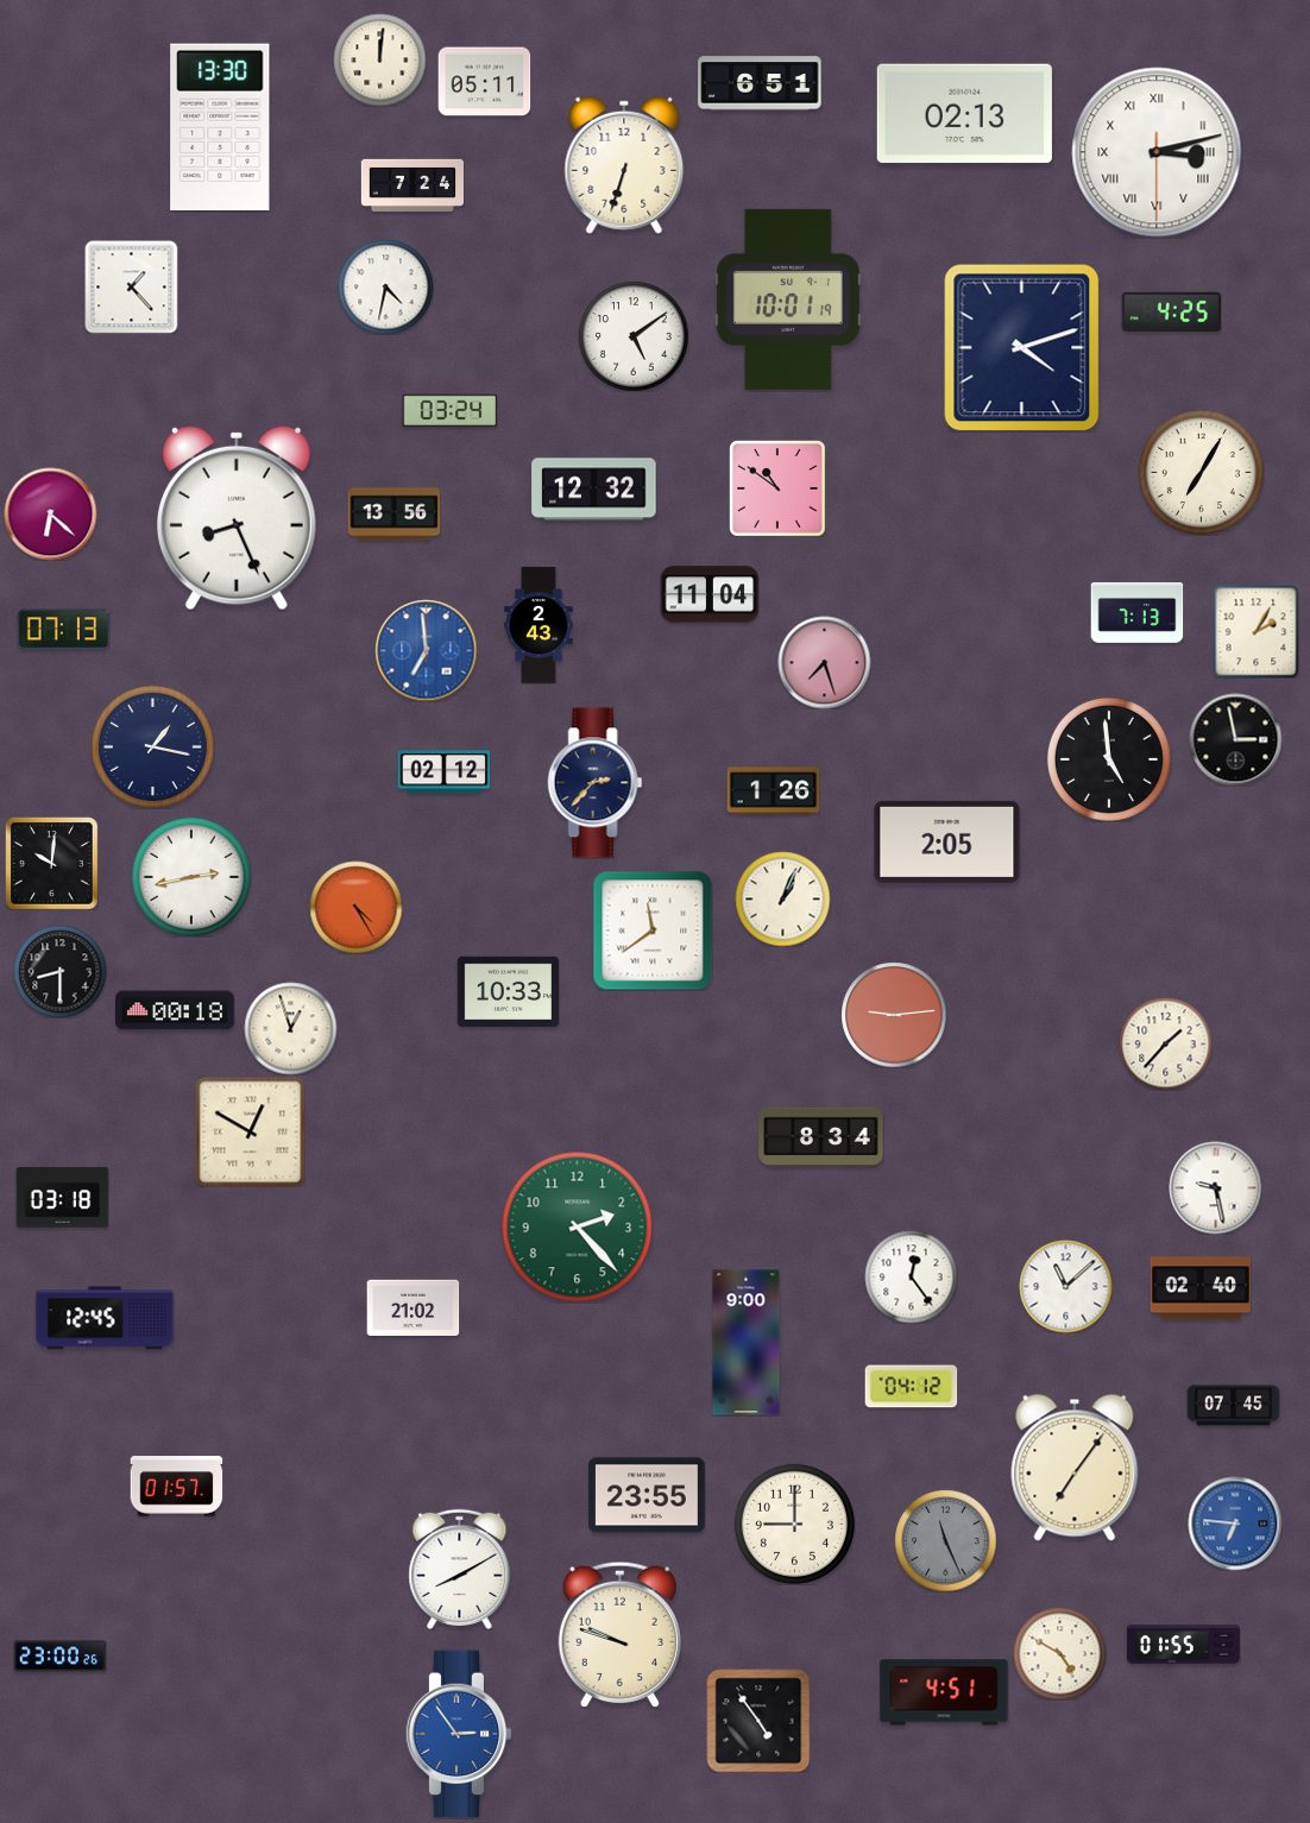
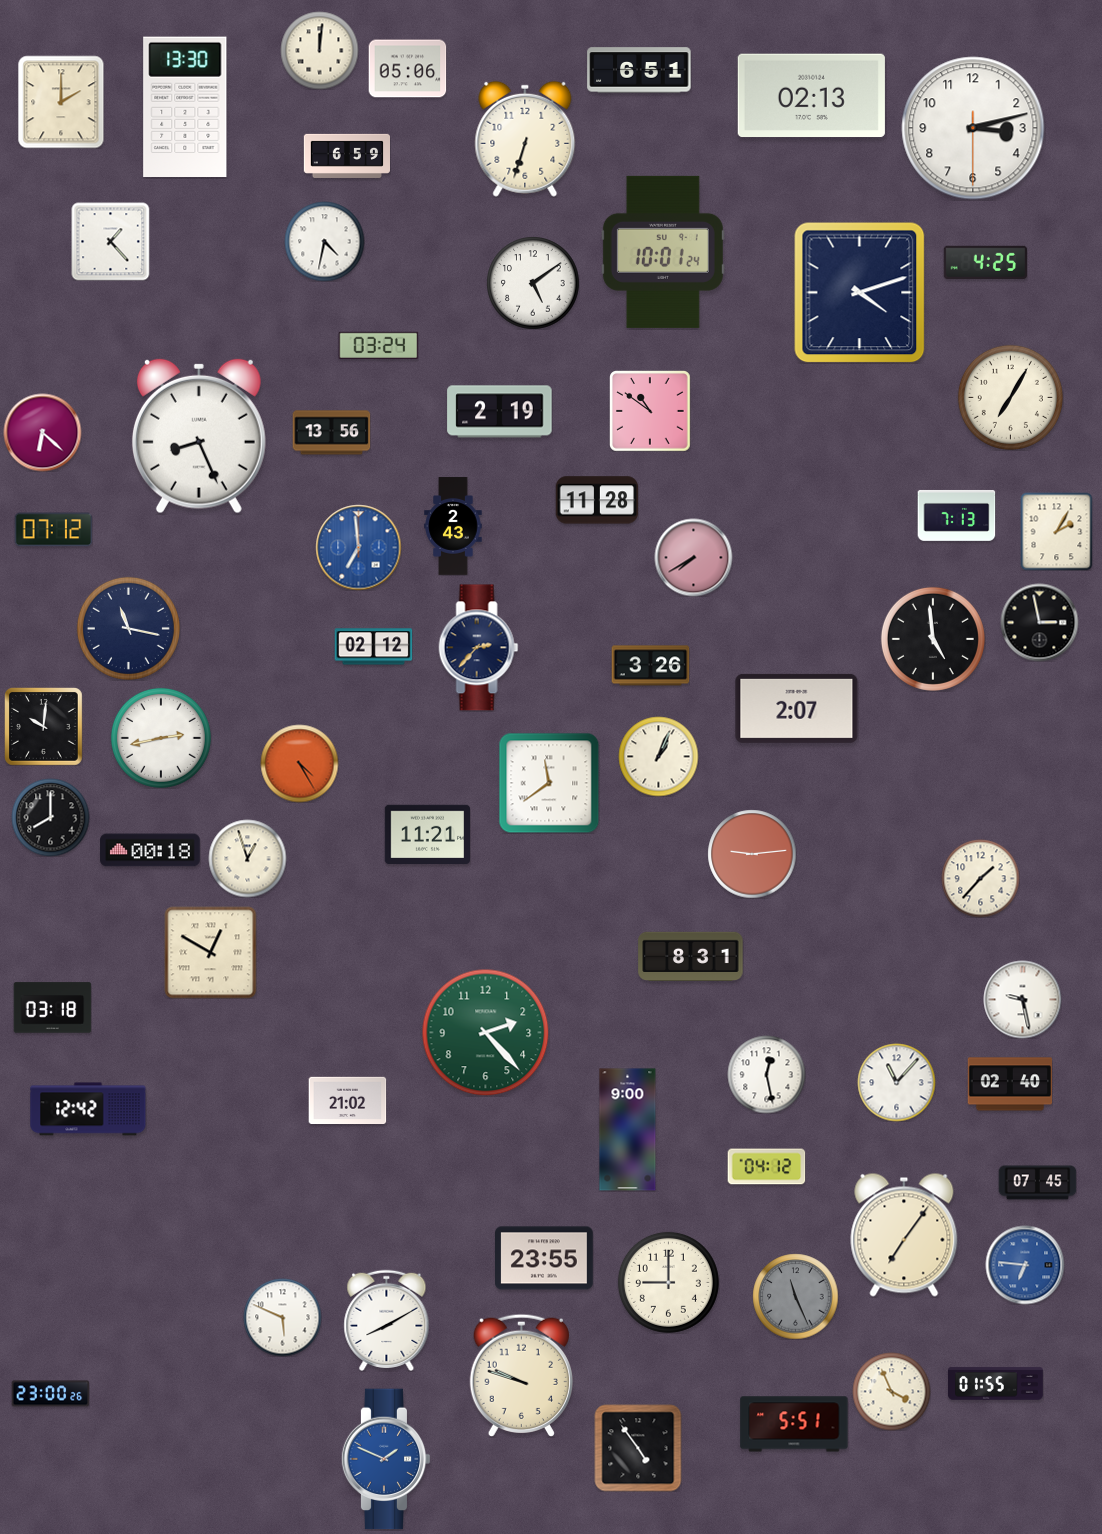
clock at (484, 82): 05:11 -> 05:06
clock at (61, 102): none -> 2:00
clock at (1157, 152) numerals: Roman -> Arabic
clock at (411, 185): 7:24 -> 6:59
clock at (788, 299): 10:01:19 -> 10:01:24
clock at (777, 488) position: (777, 488) -> (650, 411)
clock at (594, 490): 12:32 -> 2:19
clock at (710, 594): 11:04 -> 11:28
clock at (63, 630): 07:13 -> 07:12
clock at (824, 662): 7:27 -> 7:40
clock at (152, 746): 1:17 -> 11:17
clock at (443, 772) position: (443, 772) -> (373, 647)
clock at (596, 783) position: (596, 783) -> (479, 648)
clock at (773, 791): 1:26 -> 3:26
clock at (947, 841): 2:05 -> 2:07
clock at (59, 971): 8:30 -> 8:00
clock at (508, 992): 10:33 -> 11:21
clock at (175, 1010) position: (175, 1010) -> (150, 850)
clock at (290, 1028) position: (290, 1028) -> (247, 858)
clock at (821, 1136): 8:34 -> 8:31
clock at (911, 1276): 12:24 -> 12:28
clock at (1065, 1286): 11:08 -> 11:07
clock at (105, 1318): 12:45 -> 12:42
clock at (176, 1487): 01:57 -> none
clock at (1235, 1524) position: (1235, 1524) -> (1025, 1265)
clock at (282, 1317): none -> 5:49
clock at (1059, 1653): 4:50 -> 3:56
clock at (944, 1692): 4:51 -> 5:51
clock at (459, 1734): 2:54 -> 1:49
